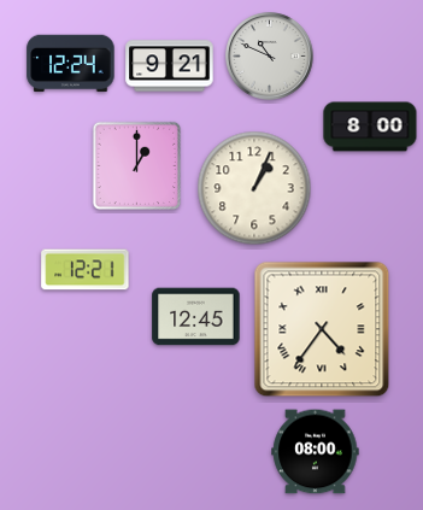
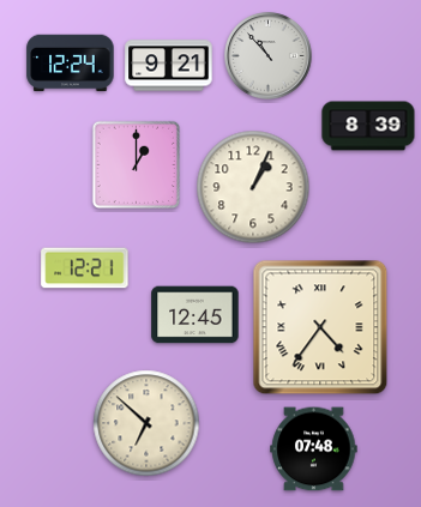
clock at (270, 57): 10:49 -> 10:53
clock at (370, 127): 8:00 -> 8:39
clock at (146, 423): none -> 6:52
clock at (316, 452): 08:00 -> 07:48
